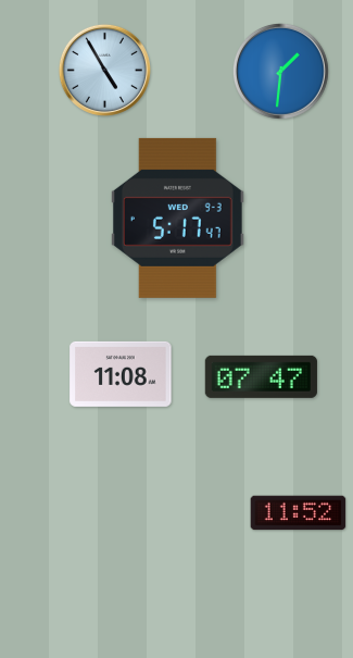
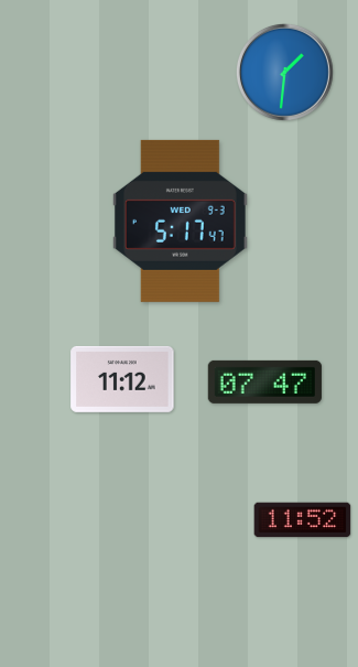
clock at (104, 70): 4:55 -> none
clock at (121, 374): 11:08 -> 11:12
